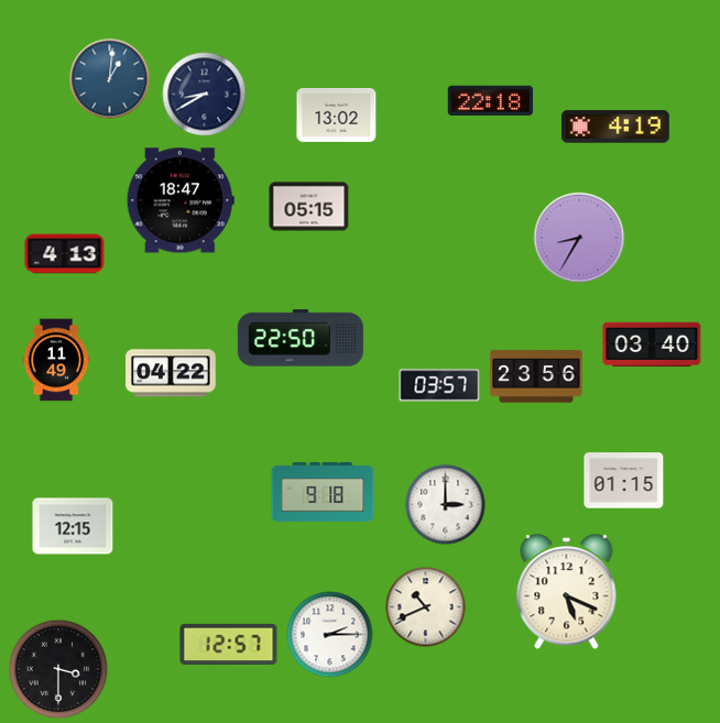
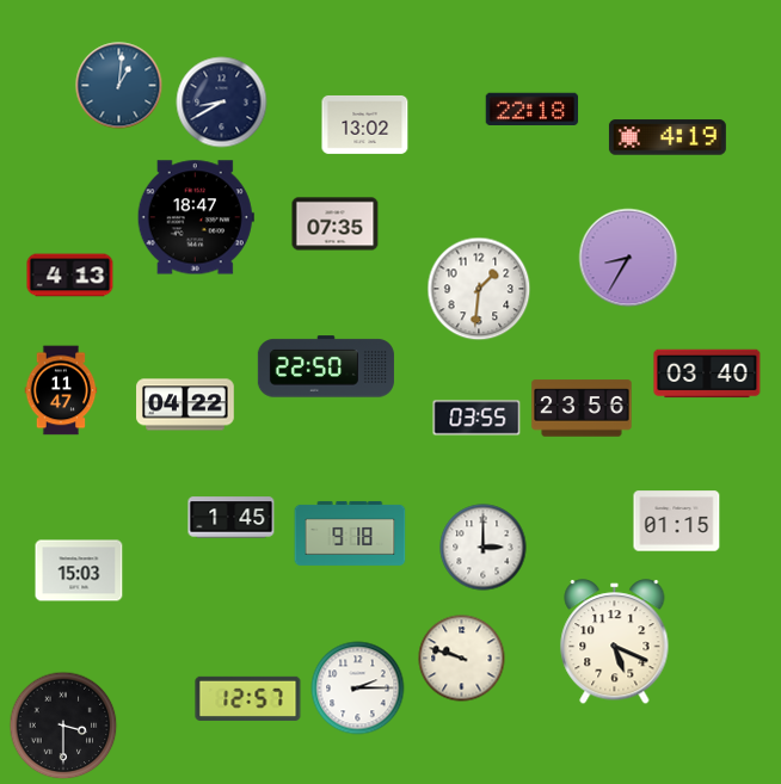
clock at (309, 207): 05:15 -> 07:35
clock at (479, 289): none -> 1:31
clock at (56, 360): 11:49 -> 11:47
clock at (439, 385): 03:57 -> 03:55
clock at (232, 518): none -> 1:45
clock at (73, 526): 12:15 -> 15:03
clock at (426, 607): 10:41 -> 9:48
